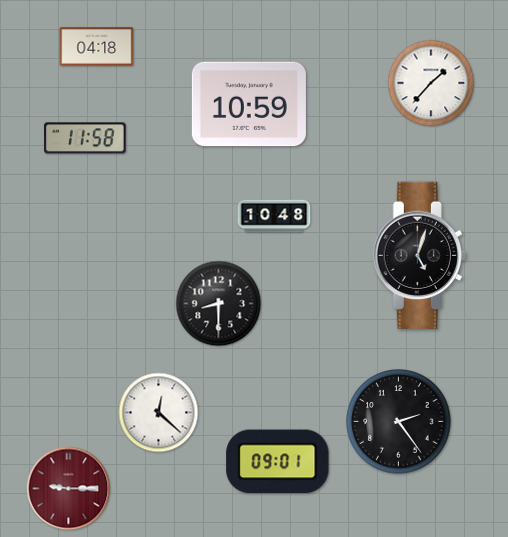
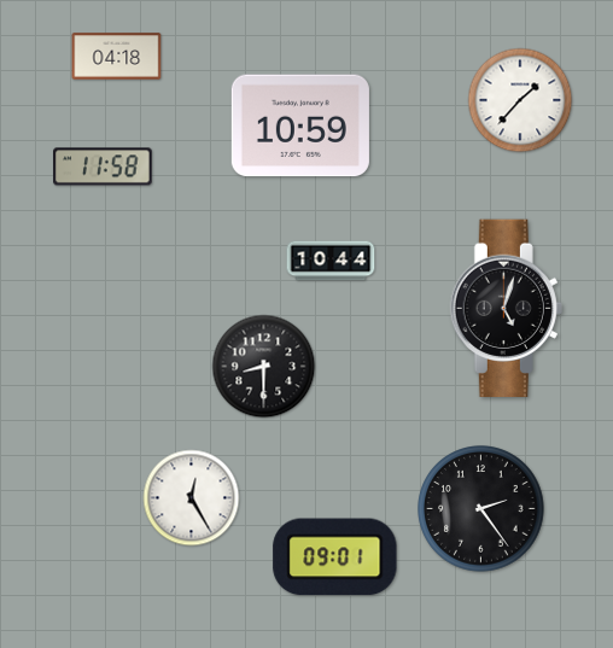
clock at (274, 216): 10:48 -> 10:44
clock at (159, 413): 12:22 -> 12:25
clock at (69, 489): 9:15 -> none
